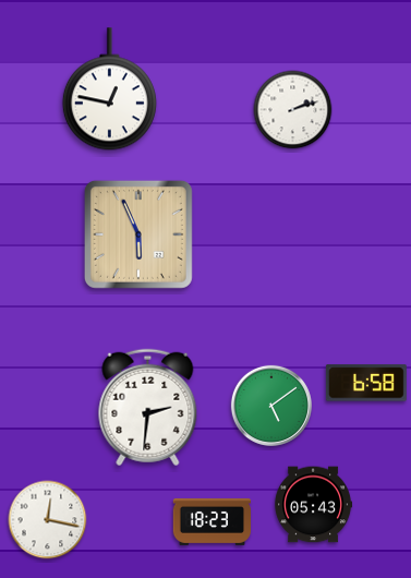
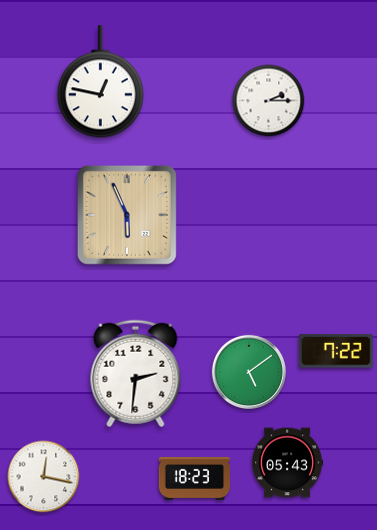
clock at (293, 110): 2:12 -> 2:15
clock at (366, 383): 6:58 -> 7:22
